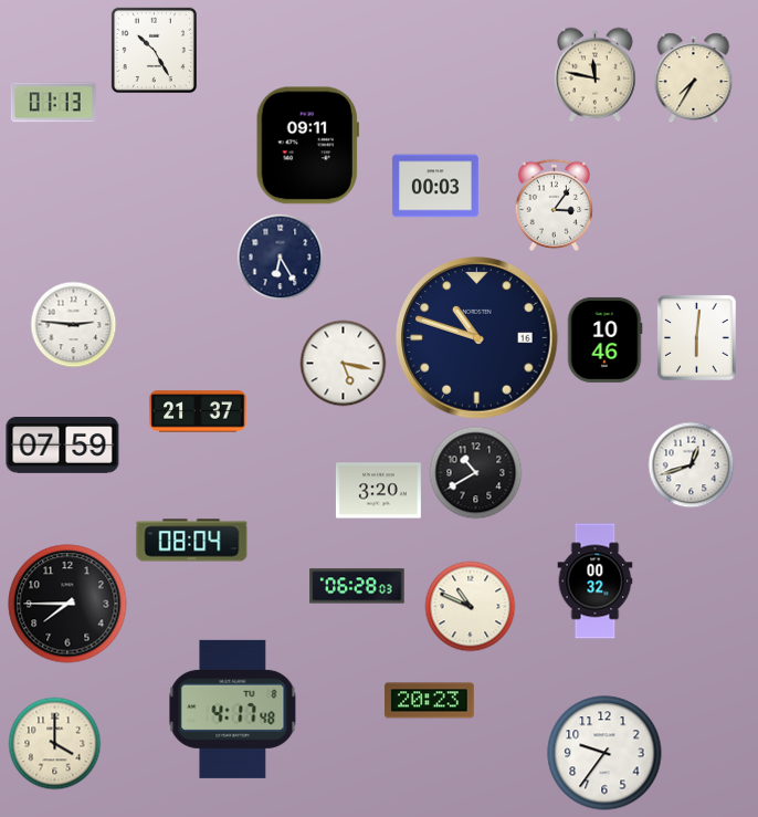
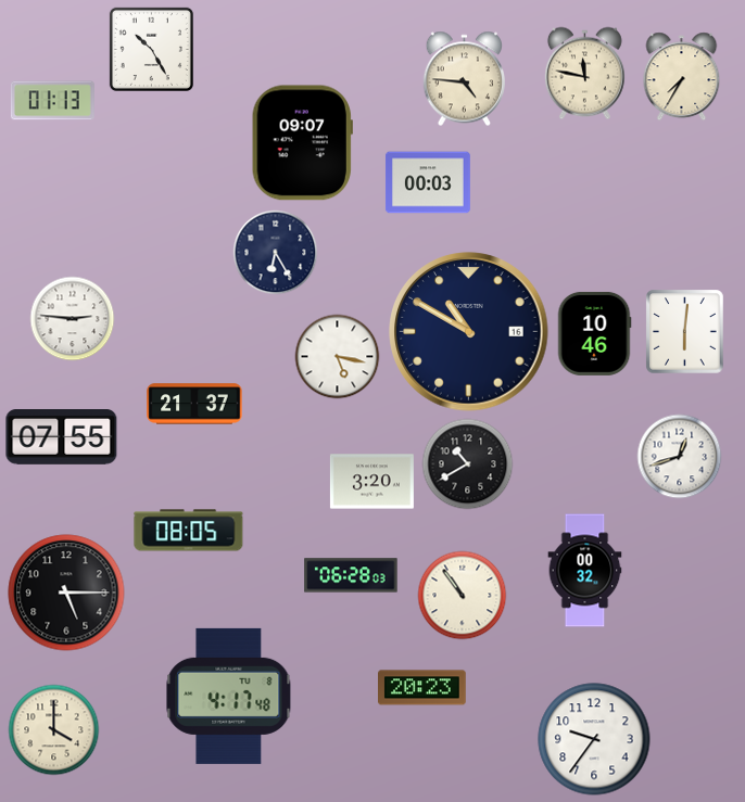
clock at (464, 78): none -> 4:46
clock at (307, 146): 09:11 -> 09:07
clock at (554, 205): 3:06 -> none
clock at (477, 338): 10:48 -> 10:50
clock at (63, 446): 07:59 -> 07:55
clock at (192, 541): 08:04 -> 08:05
clock at (67, 604): 7:45 -> 5:15
clock at (470, 606): 10:49 -> 10:54
